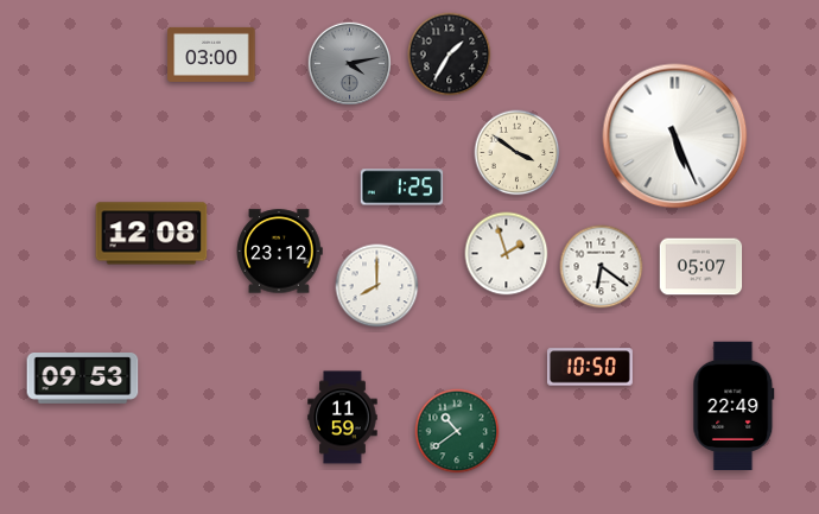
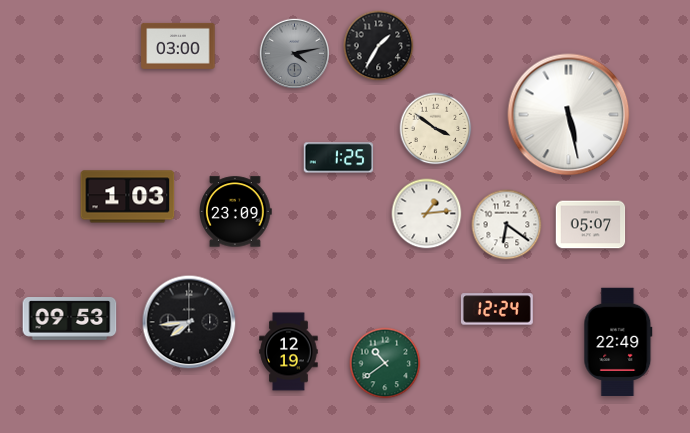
clock at (675, 137): 5:26 -> 5:28
clock at (152, 234): 12:08 -> 1:03
clock at (280, 252): 23:12 -> 23:09
clock at (507, 254): 1:57 -> 1:14
clock at (377, 286): 8:00 -> none
clock at (590, 367): 10:50 -> 12:24
clock at (189, 322): none -> 7:44
clock at (343, 418): 11:59 -> 12:19
